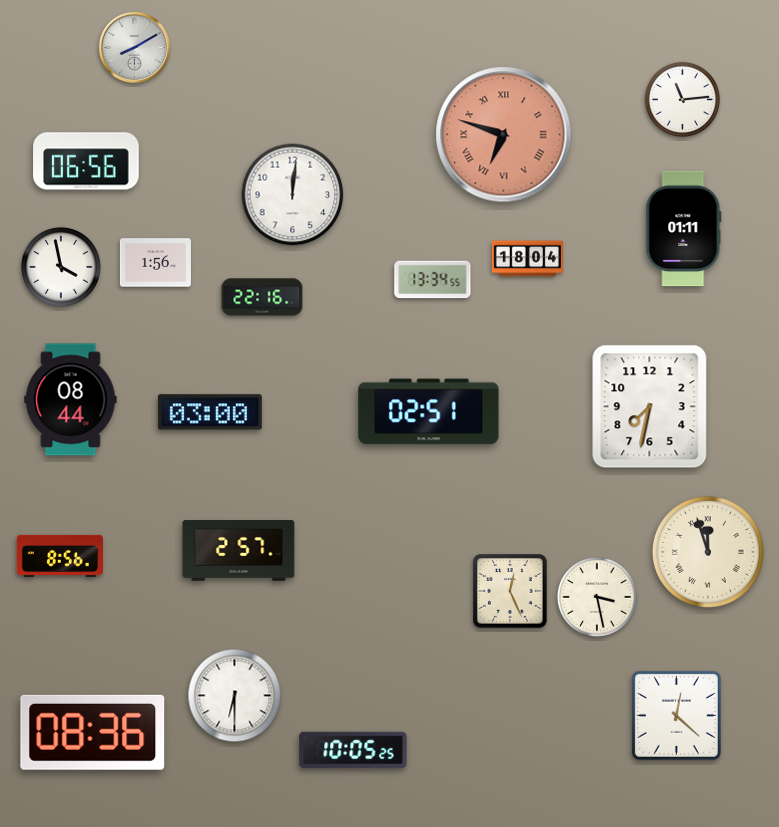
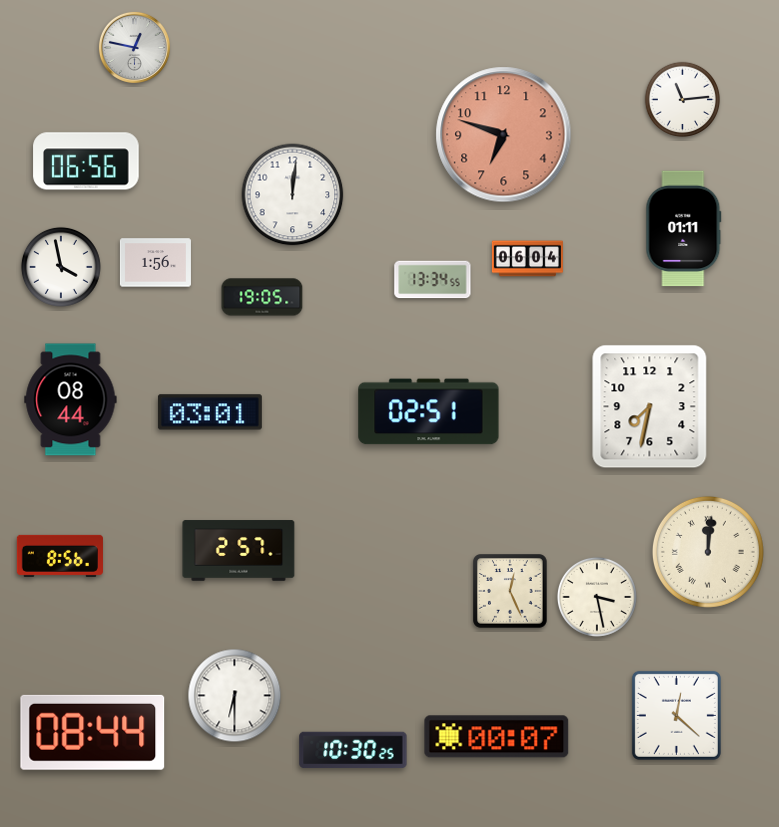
clock at (134, 47): 8:10 -> 12:47
clock at (504, 135) numerals: Roman -> Arabic
clock at (527, 259): 18:04 -> 06:04
clock at (262, 297): 22:16 -> 19:05
clock at (210, 412): 03:00 -> 03:01
clock at (708, 552): 11:57 -> 12:01
clock at (93, 732): 08:36 -> 08:44
clock at (497, 737): none -> 00:07
clock at (353, 750): 10:05 -> 10:30
